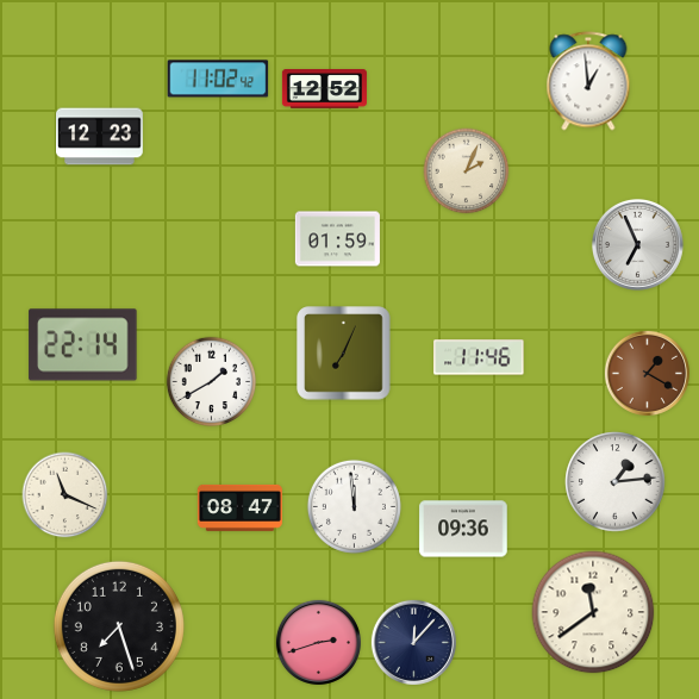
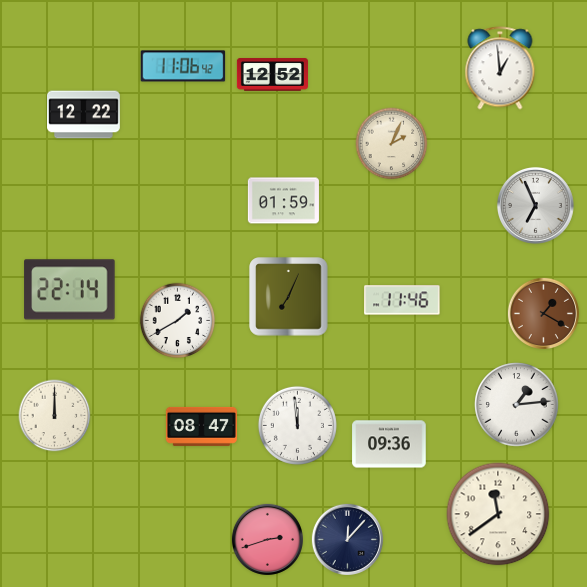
clock at (218, 79): 11:02 -> 11:06
clock at (588, 81) position: (588, 81) -> (500, 68)
clock at (100, 137): 12:23 -> 12:22
clock at (65, 495): 11:19 -> 12:00
clock at (119, 626): 7:27 -> none
